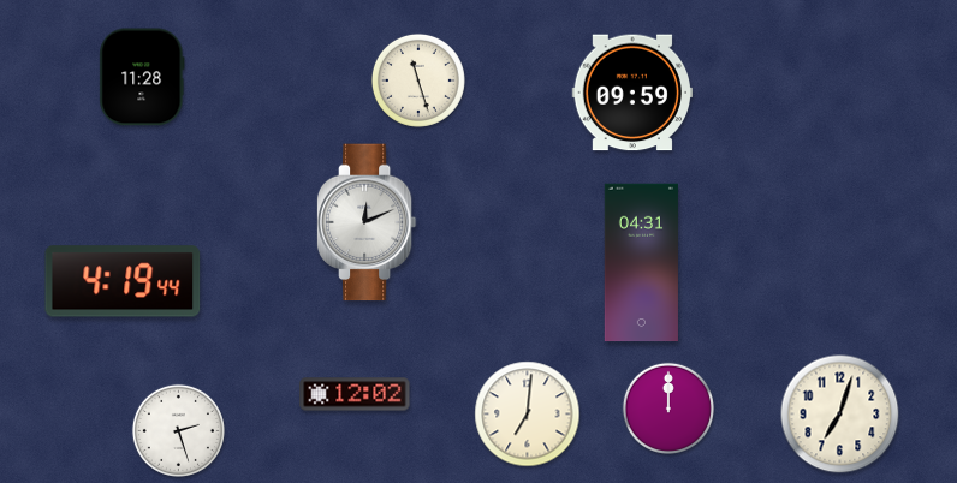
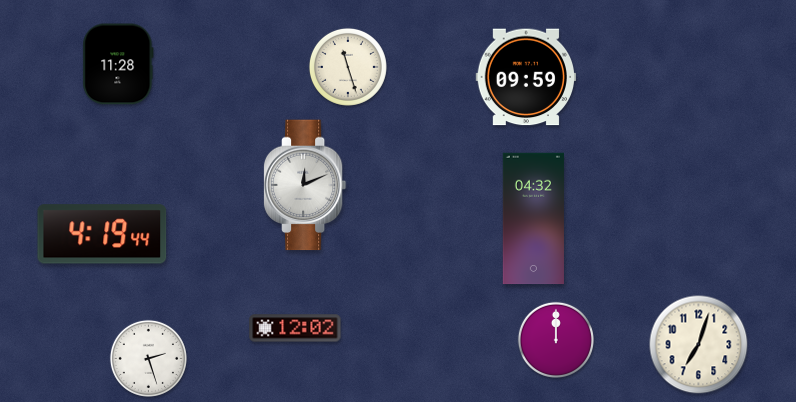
clock at (641, 263): 04:31 -> 04:32
clock at (528, 415): 7:01 -> none
